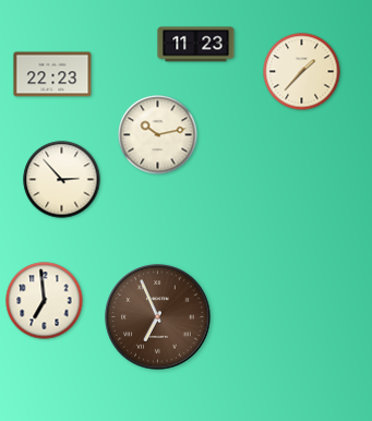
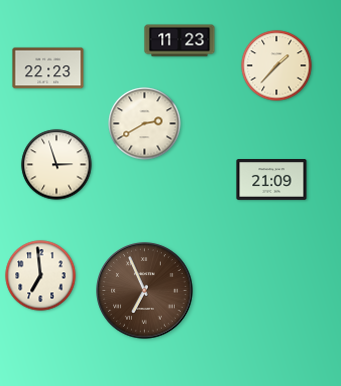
clock at (158, 135): 10:13 -> 2:40
clock at (62, 180): 2:53 -> 2:57
clock at (272, 180): none -> 21:09
